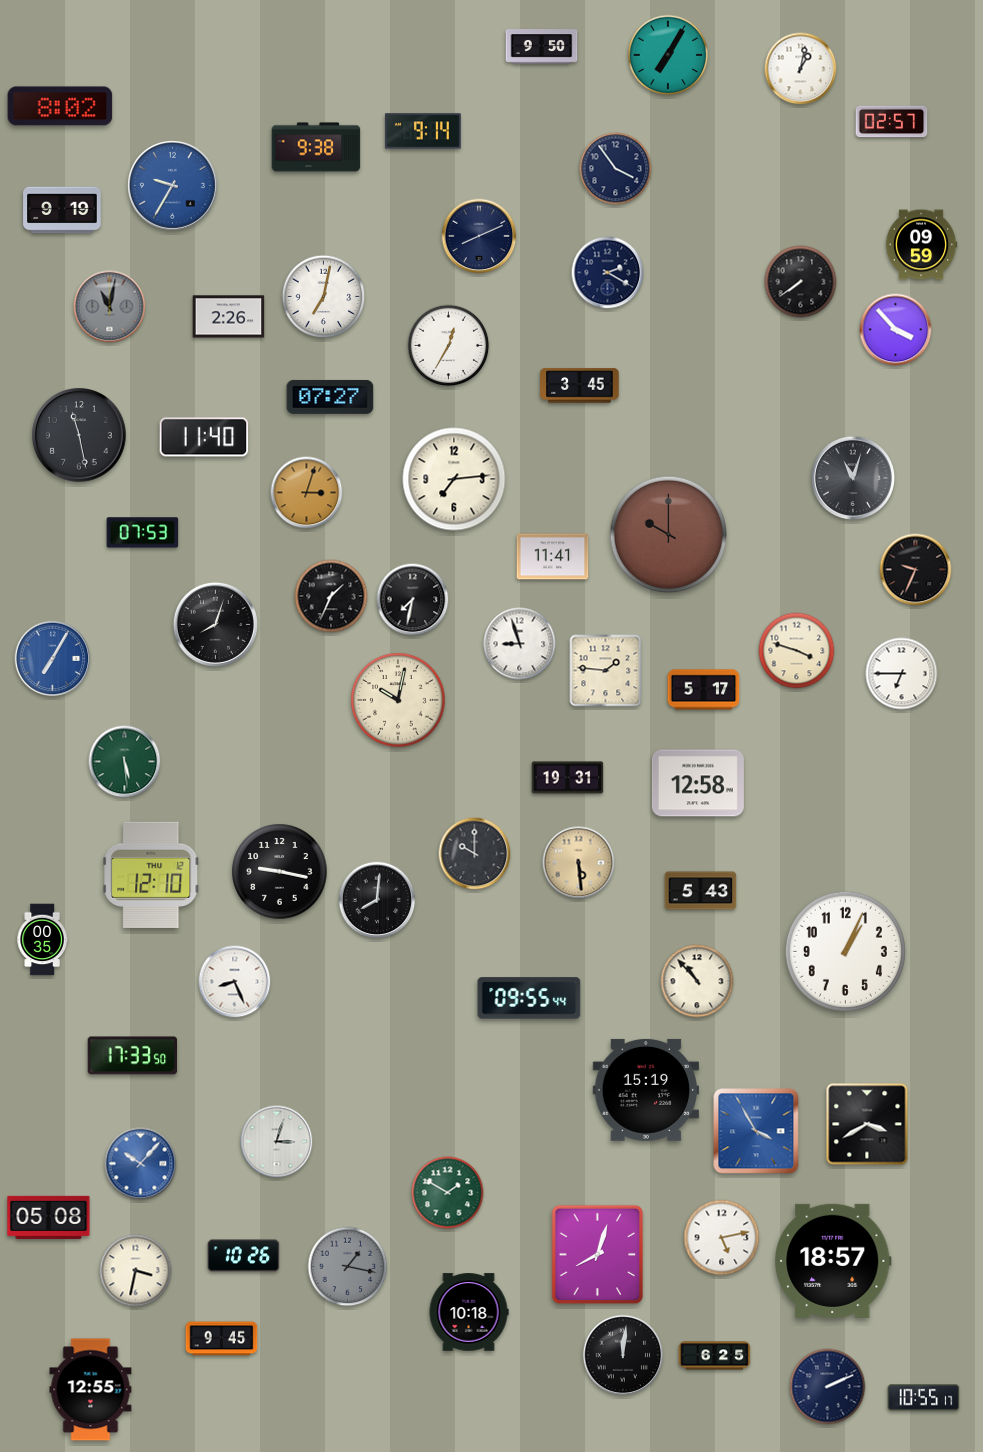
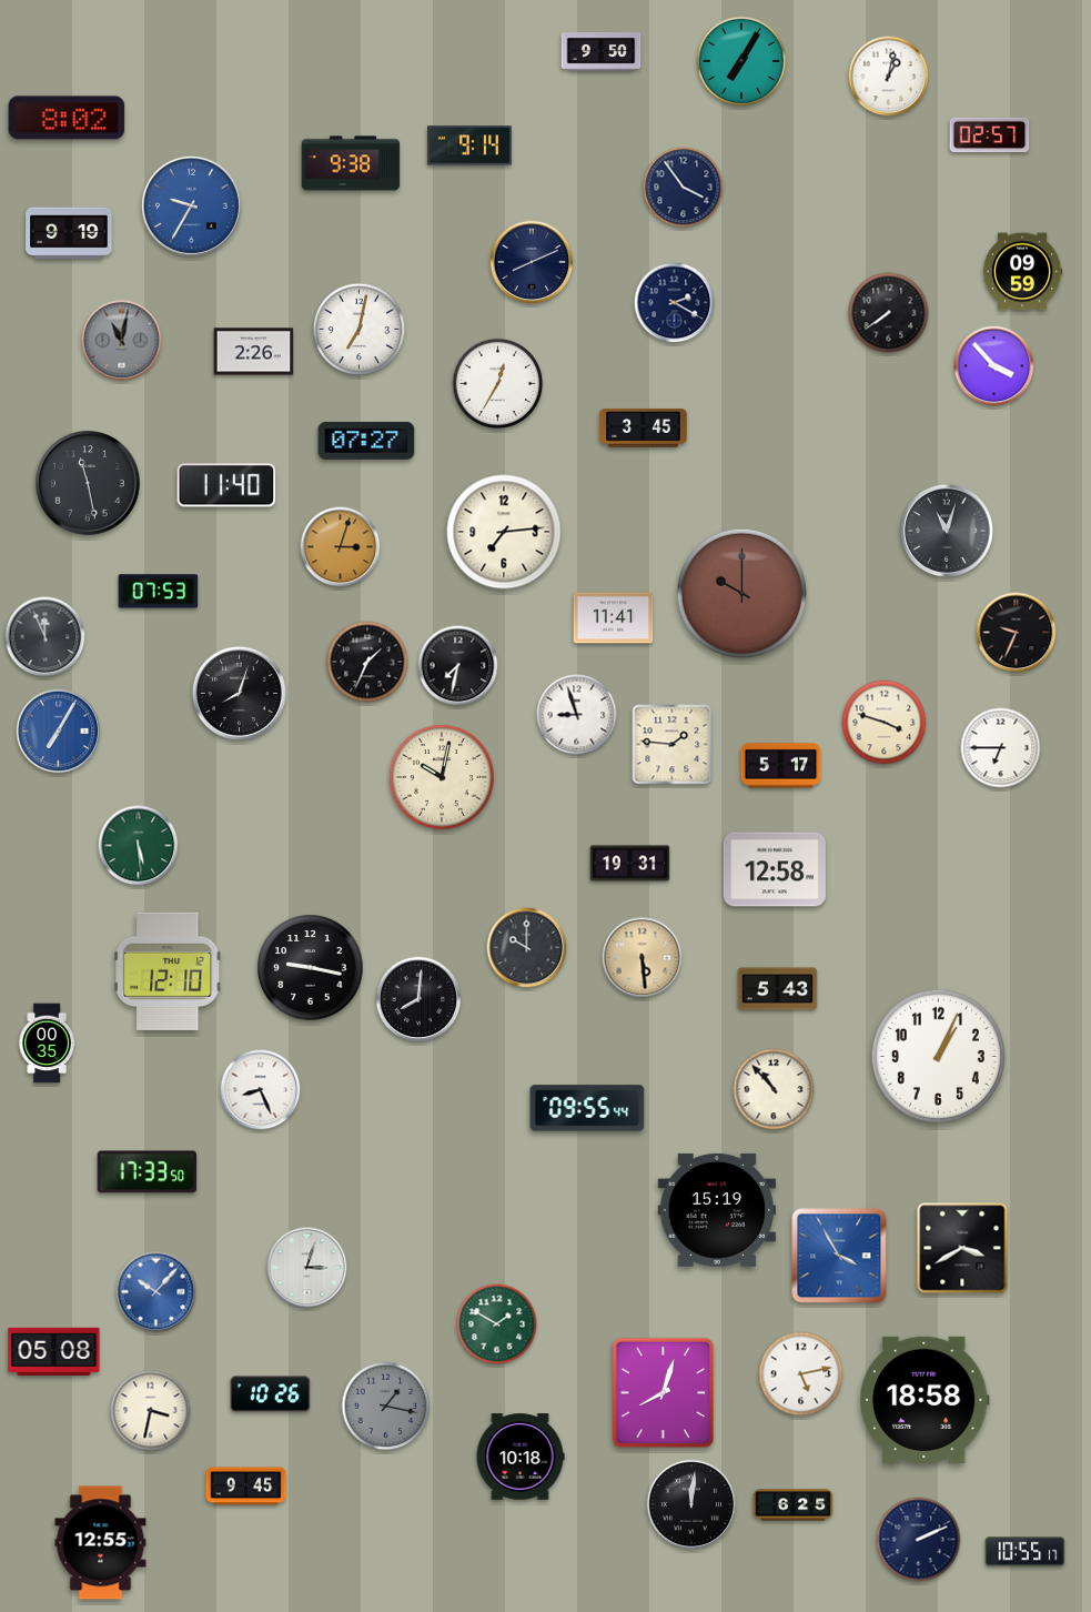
clock at (46, 637): none -> 11:56
clock at (833, 1261): 18:57 -> 18:58
